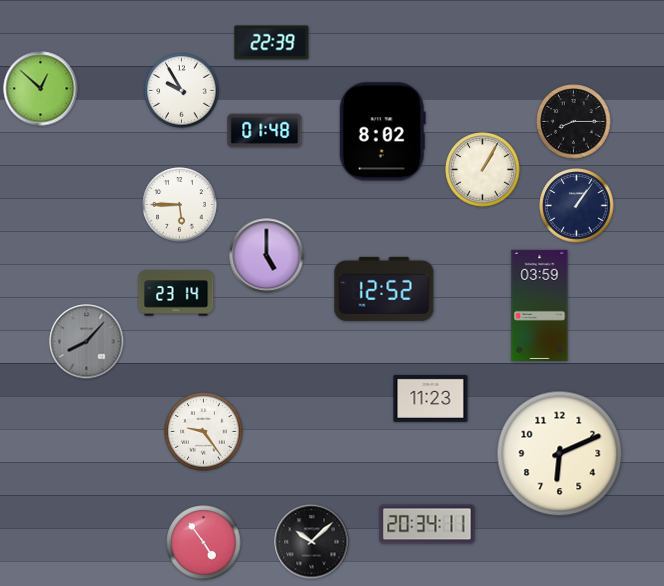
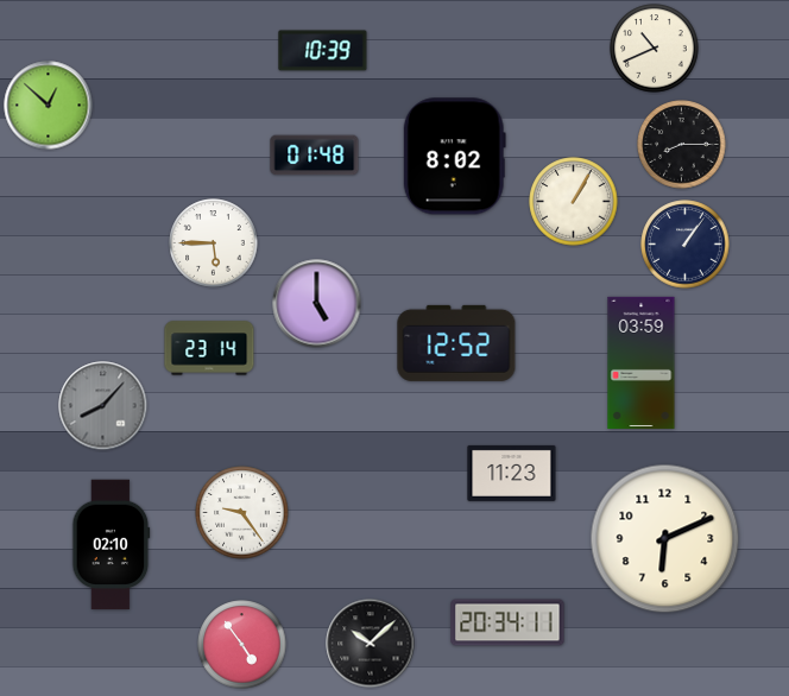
clock at (655, 49): none -> 10:41
clock at (272, 43): 22:39 -> 10:39
clock at (182, 91): 9:55 -> none
clock at (112, 545): none -> 02:10
